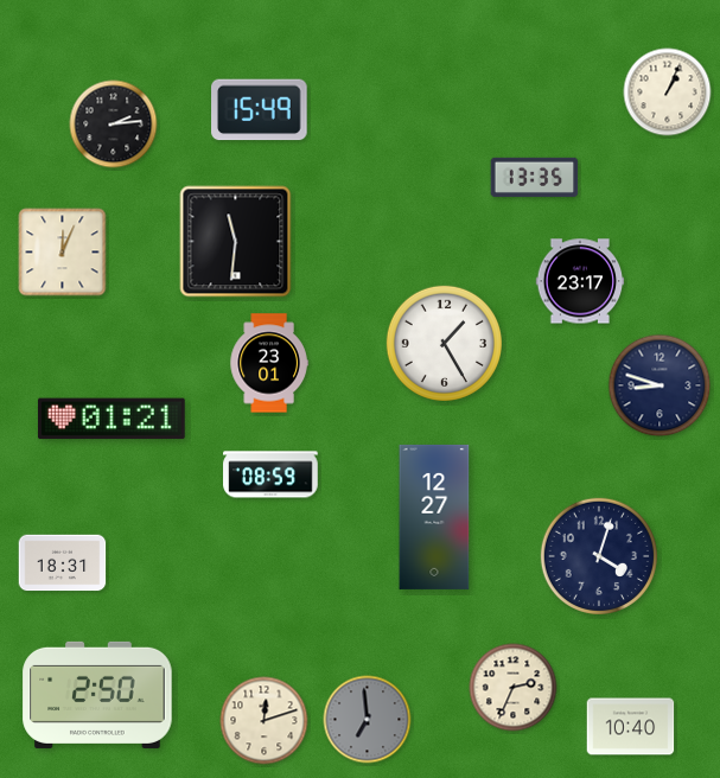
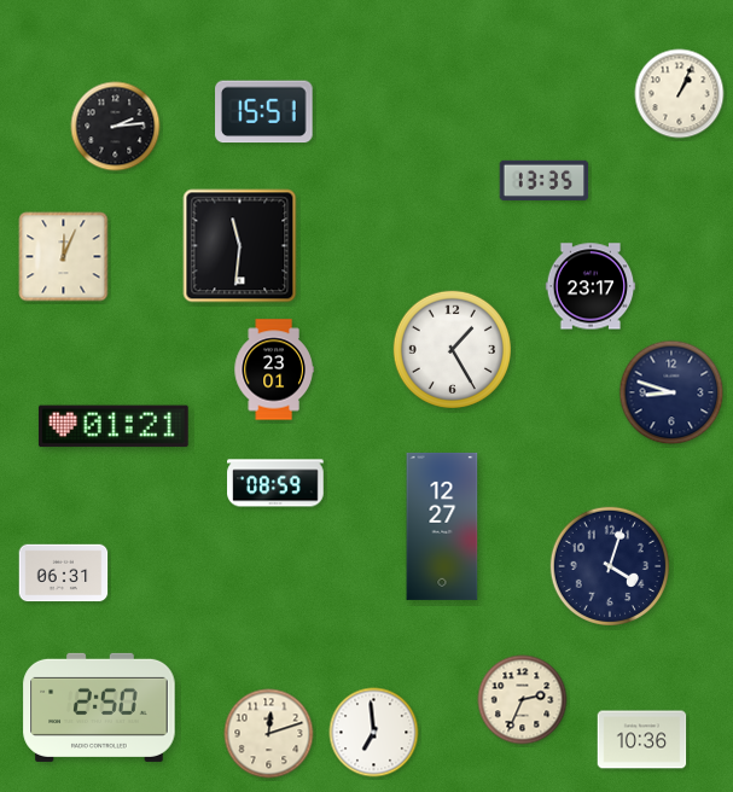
clock at (260, 110): 15:49 -> 15:51
clock at (63, 563): 18:31 -> 06:31
clock at (368, 720) dial: grey -> white
clock at (631, 727): 10:40 -> 10:36
